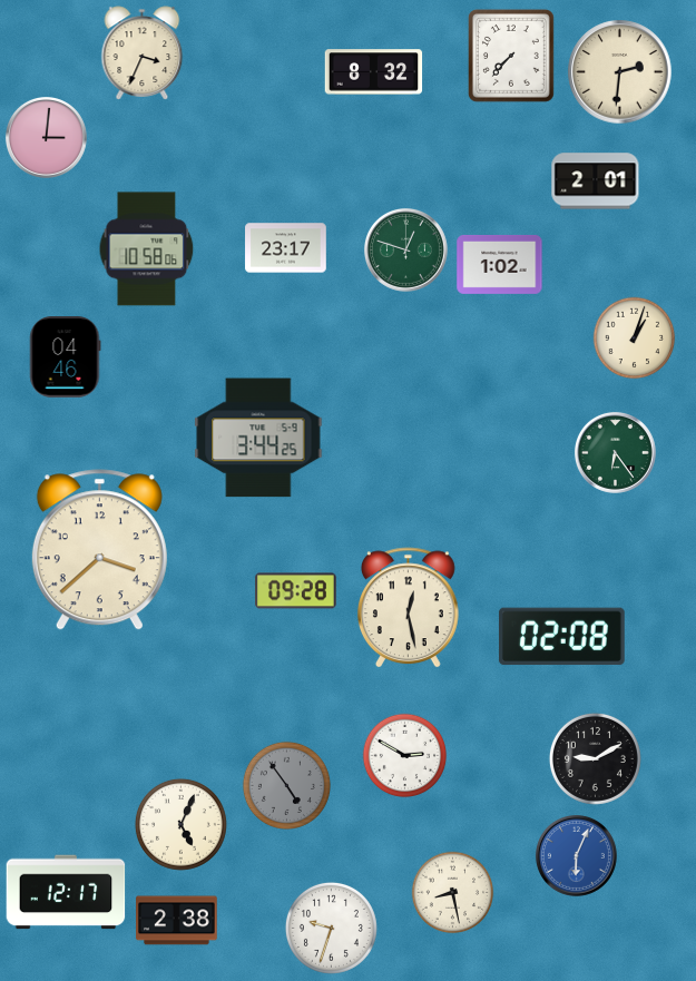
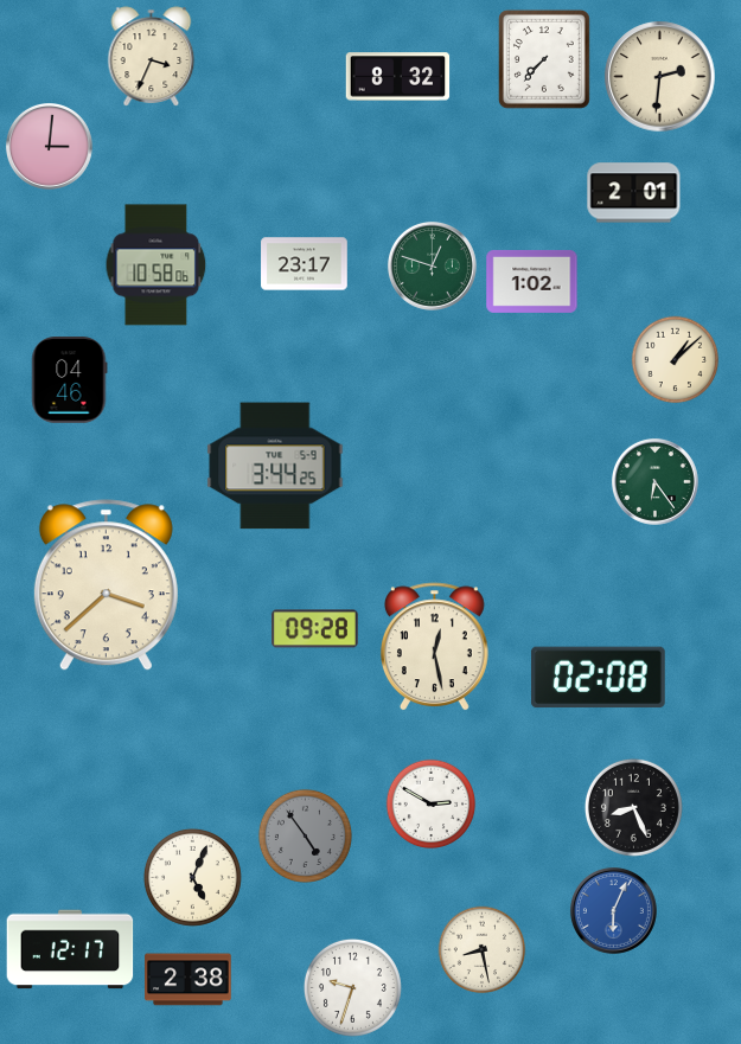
clock at (635, 339): 1:03 -> 1:08
clock at (595, 758): 9:10 -> 8:26
